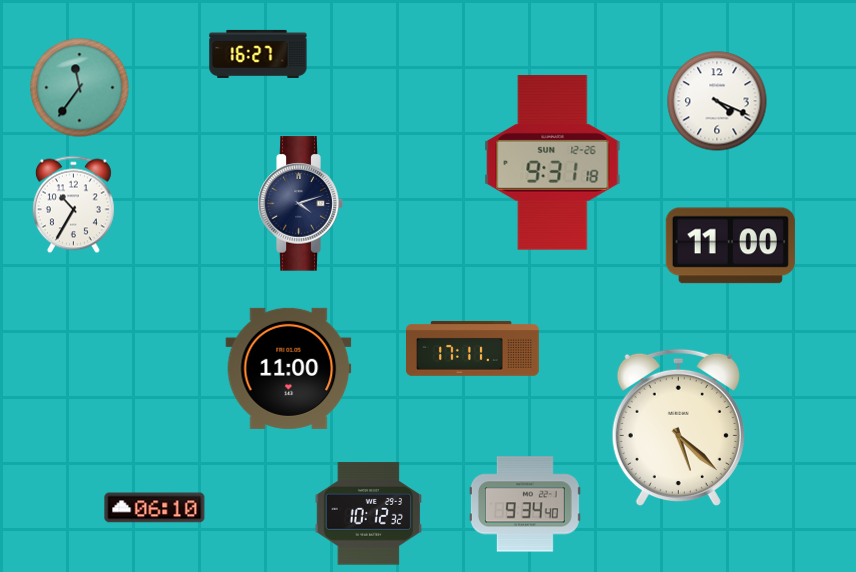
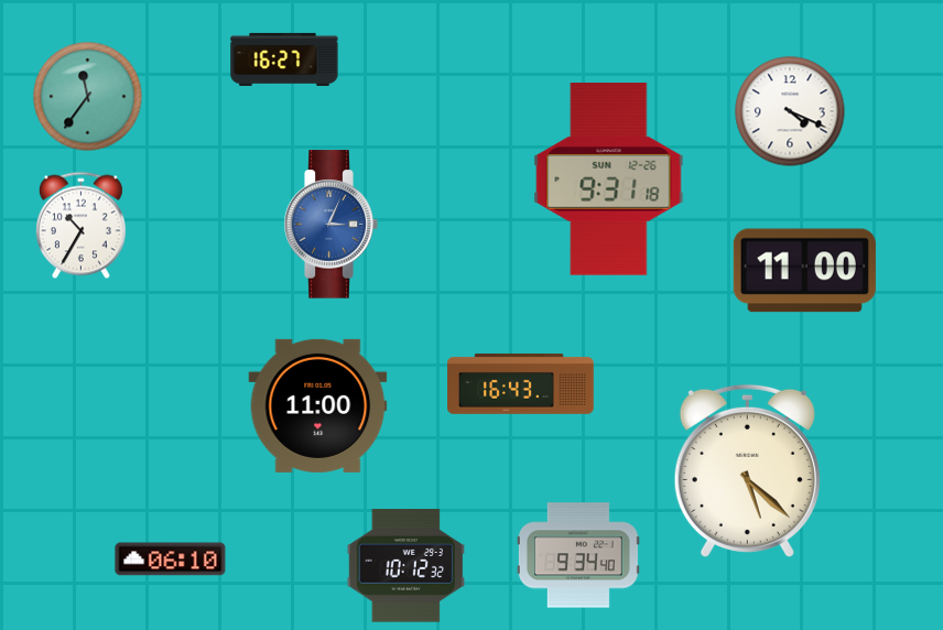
clock at (300, 204): 4:12 -> 3:04
clock at (300, 204) dial: navy -> blue
clock at (473, 348): 17:11 -> 16:43
